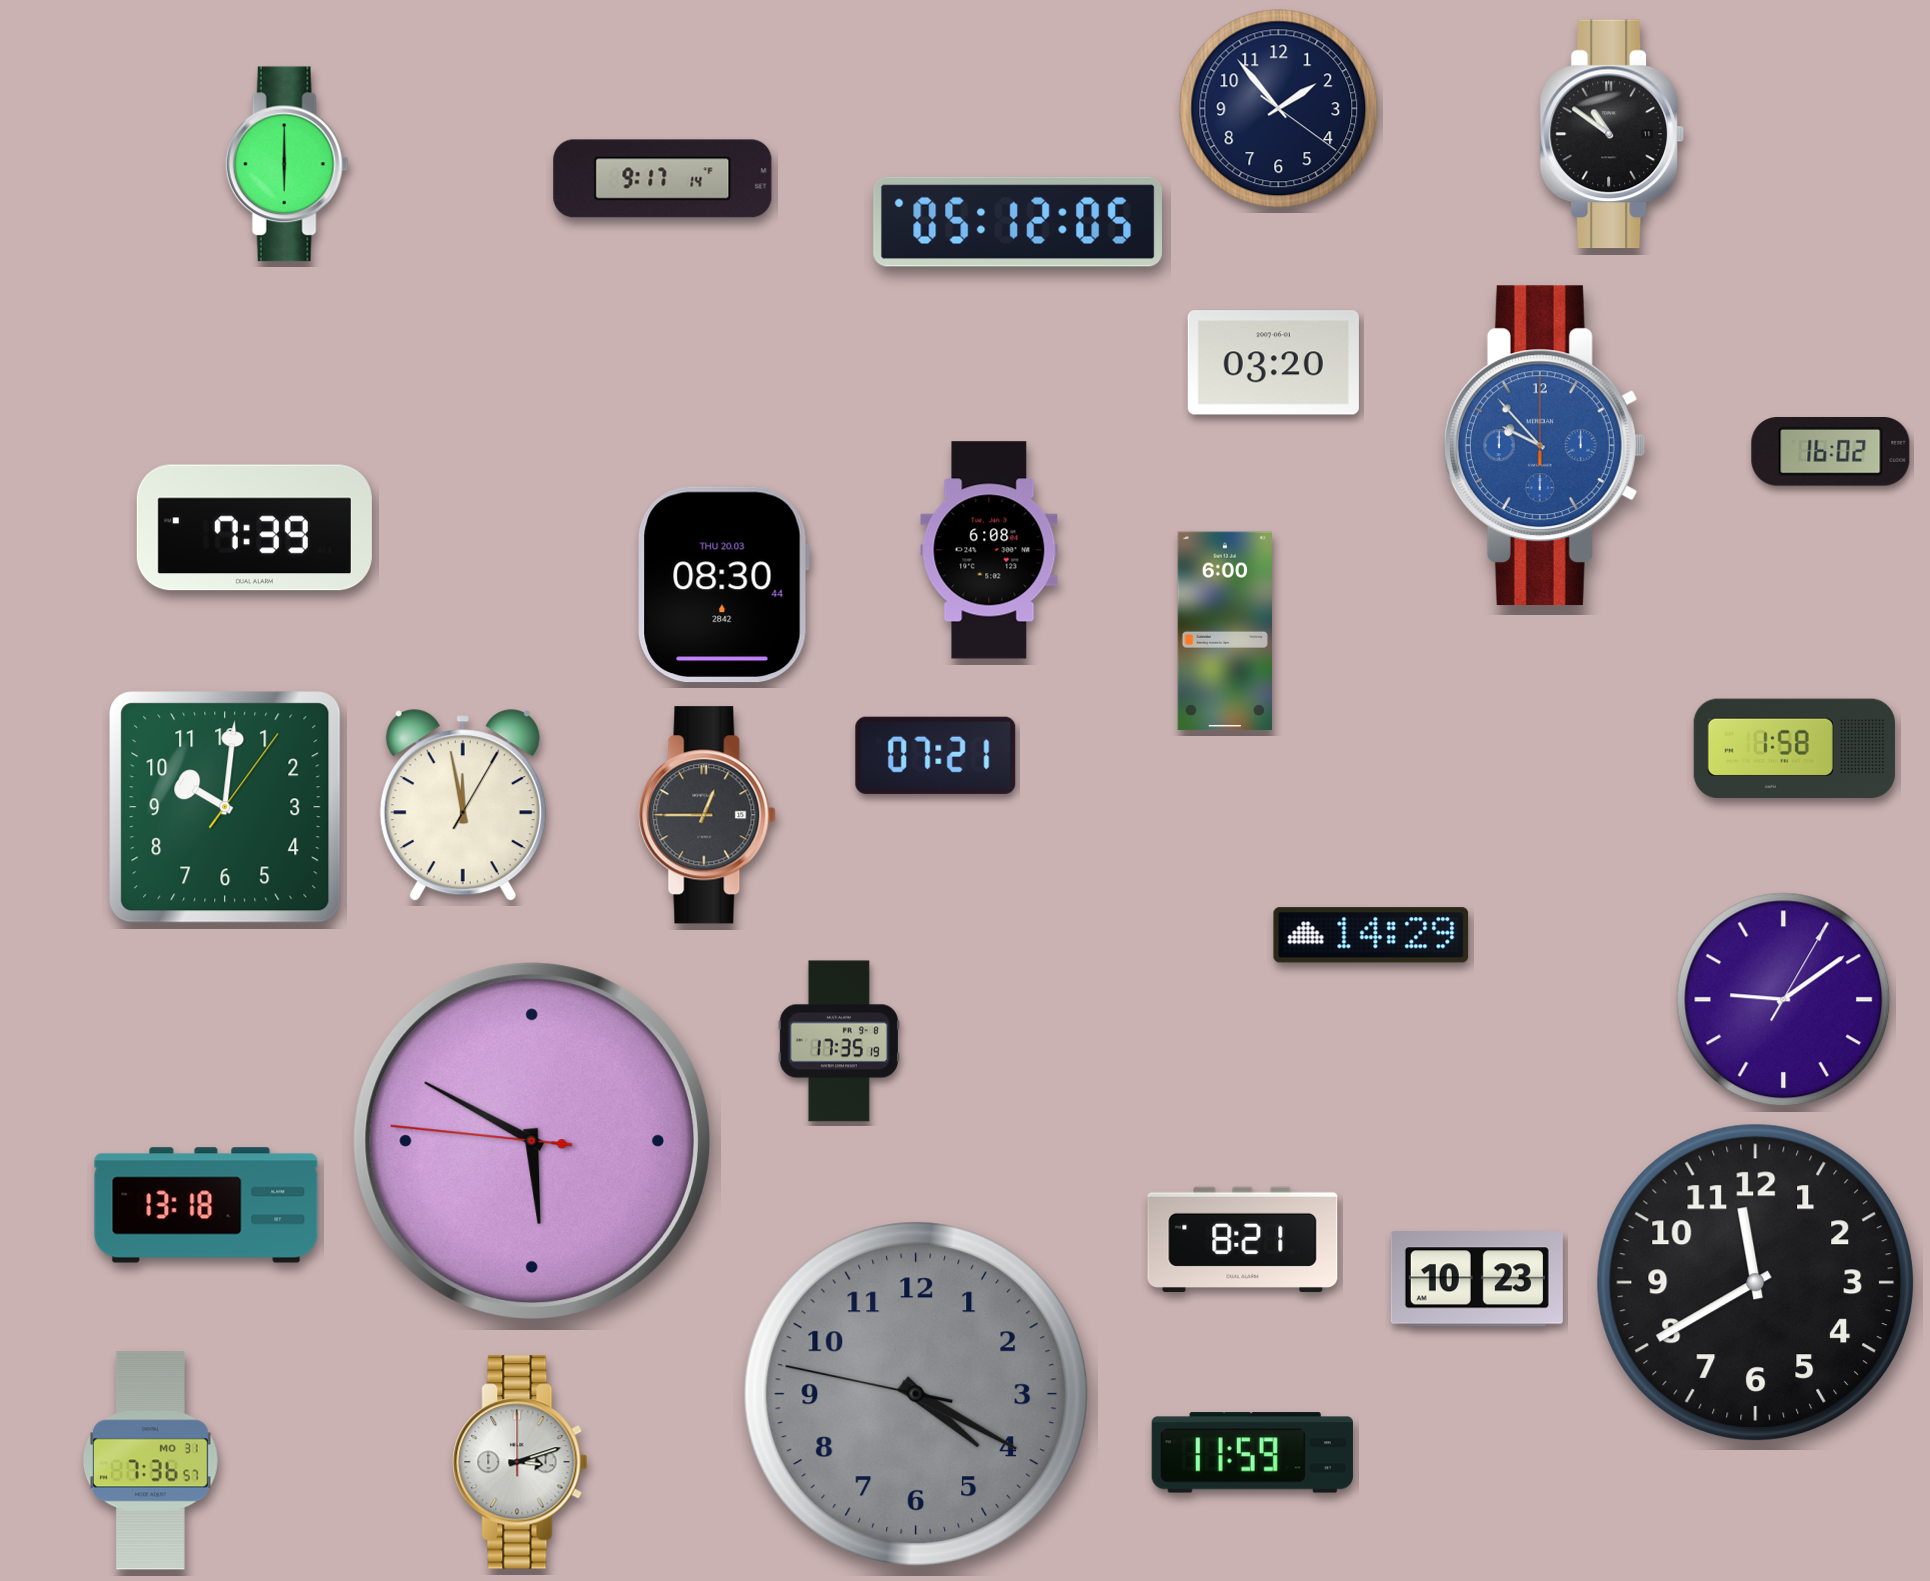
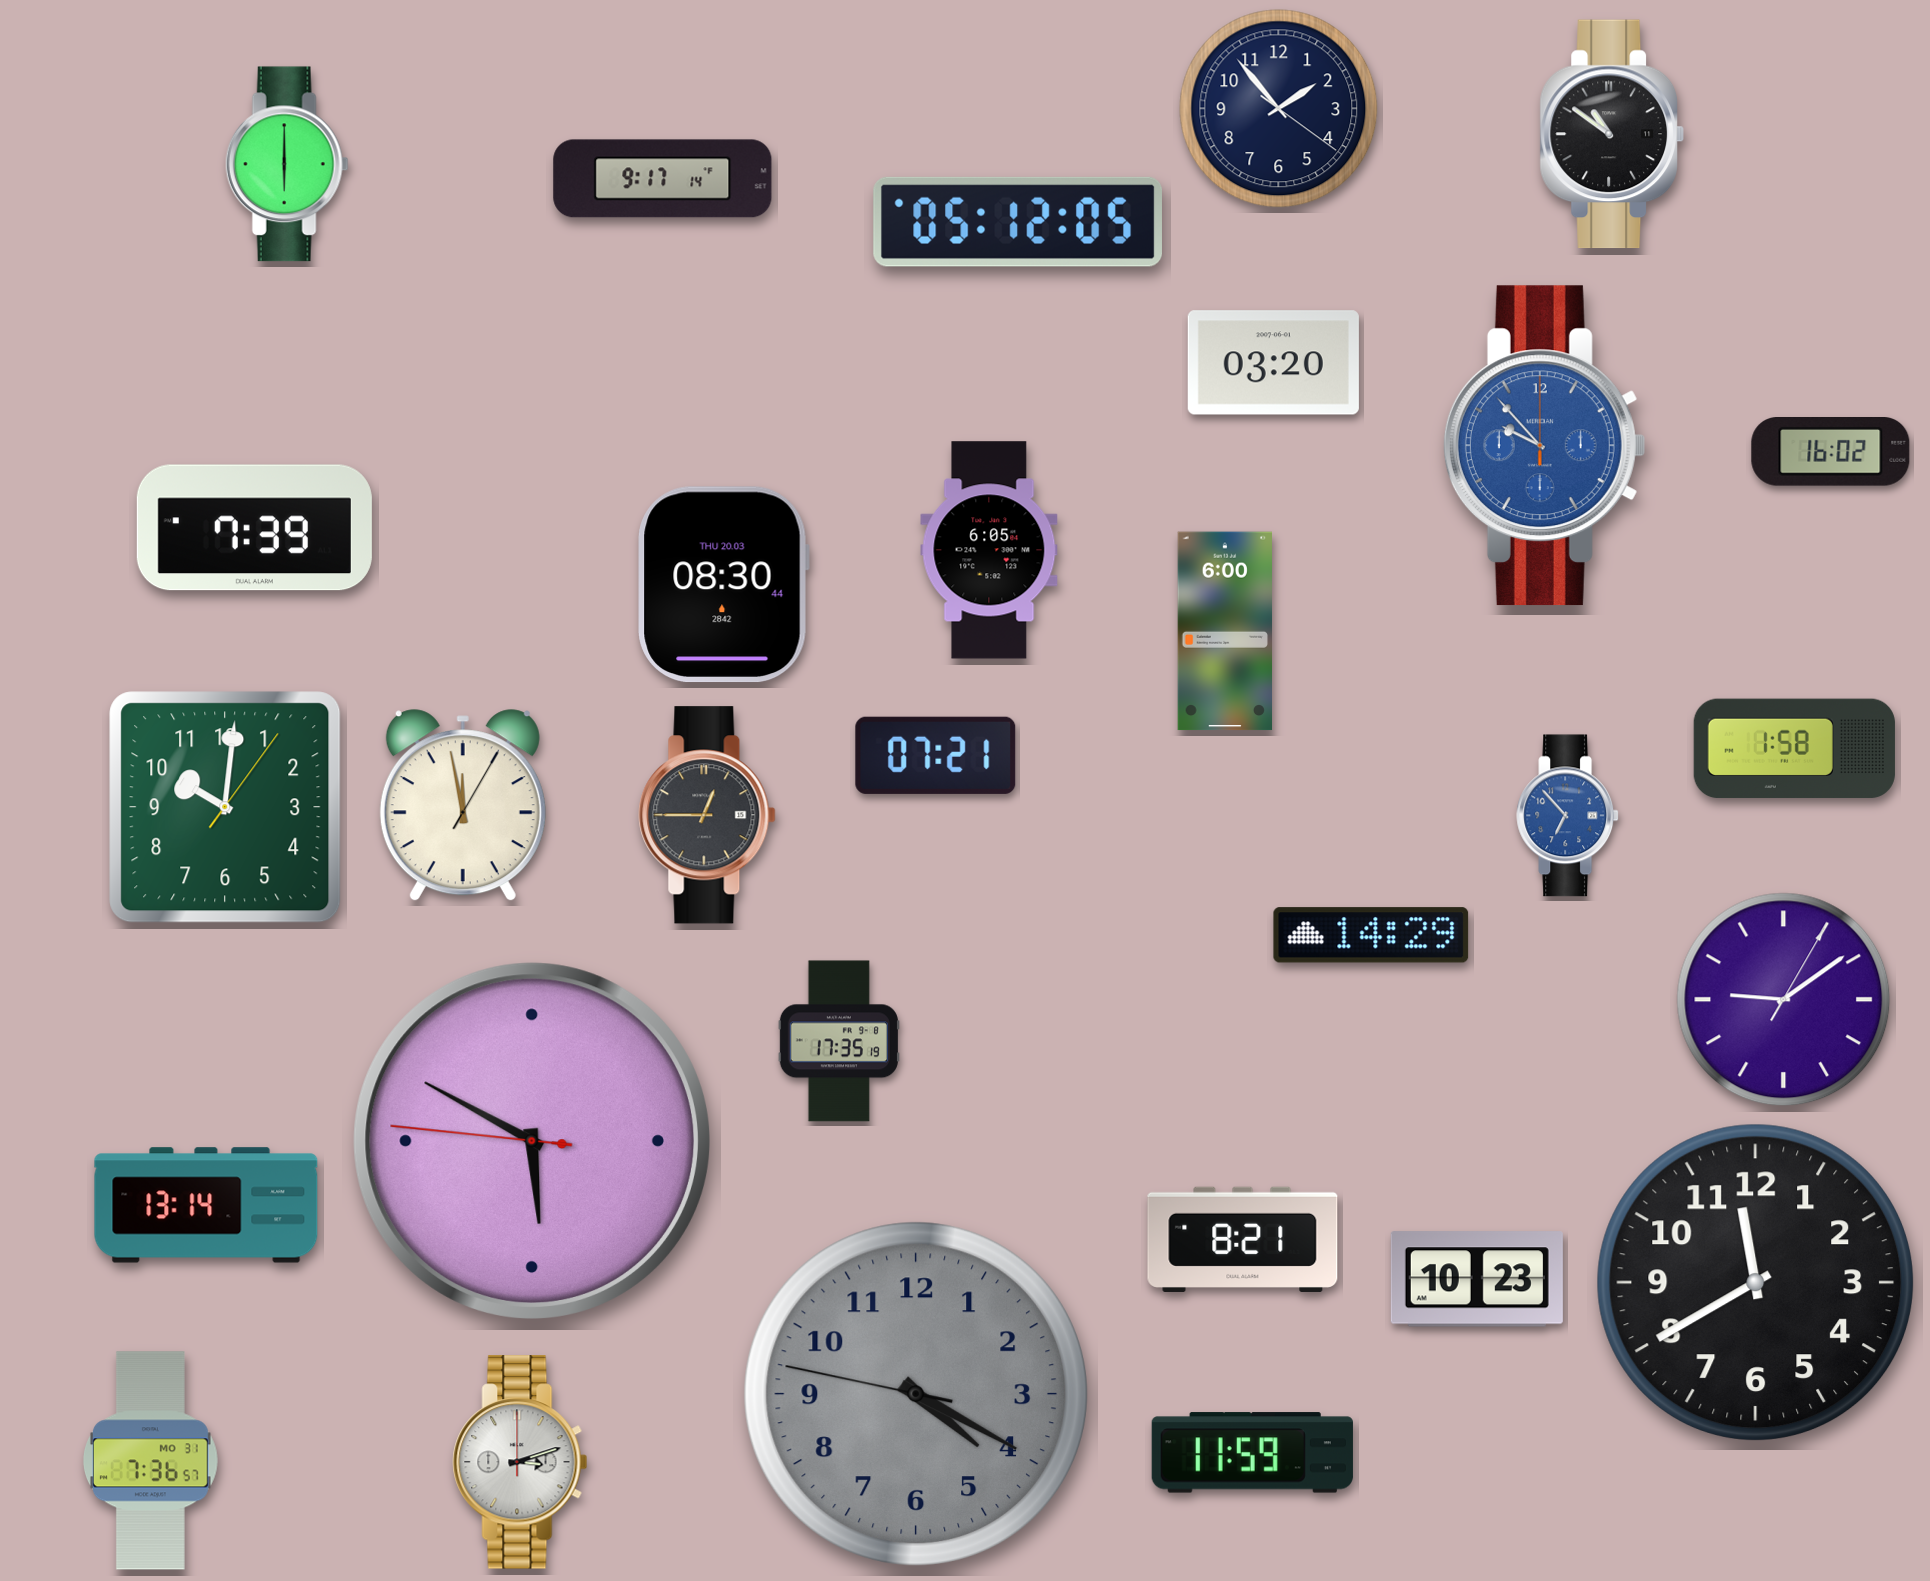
clock at (989, 550): 6:08 -> 6:05
clock at (1568, 816): none -> 6:53
clock at (206, 1205): 13:18 -> 13:14
